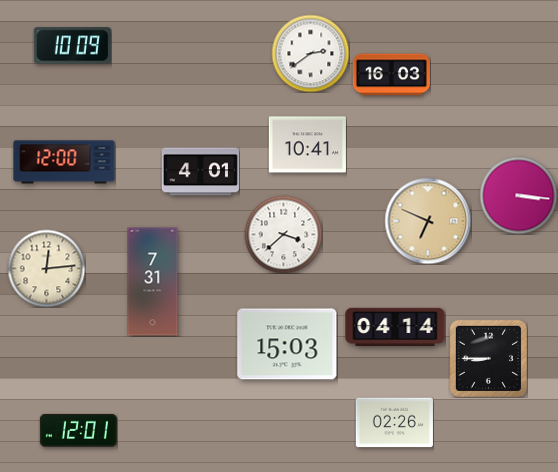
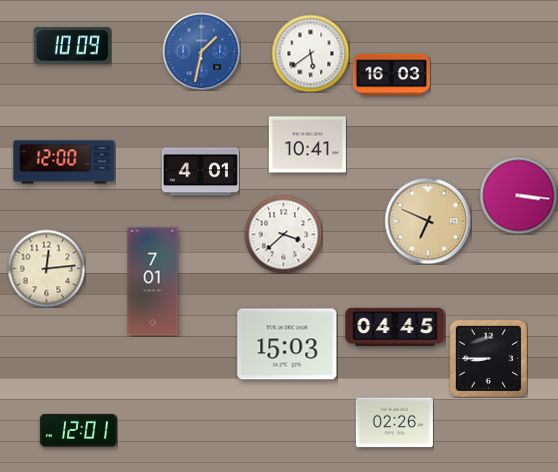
clock at (201, 51): none -> 1:32
clock at (310, 53): 2:39 -> 5:39
clock at (153, 282): 7:31 -> 7:01
clock at (395, 327): 04:14 -> 04:45
